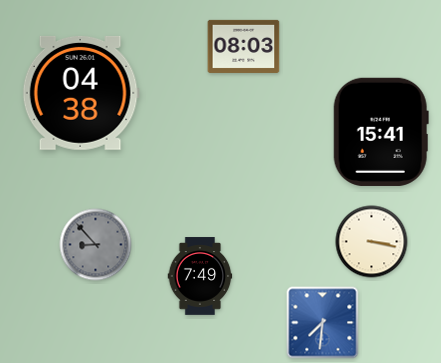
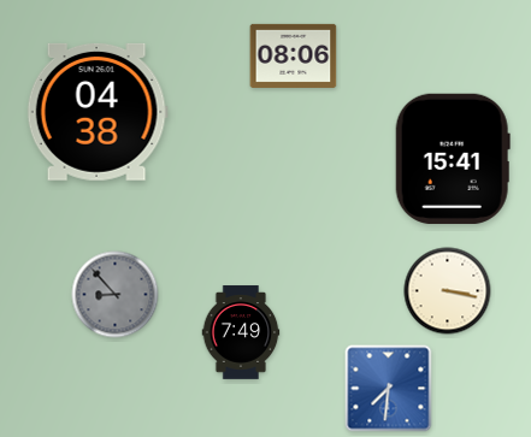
clock at (244, 46): 08:03 -> 08:06
clock at (381, 132) position: (381, 132) -> (453, 159)
